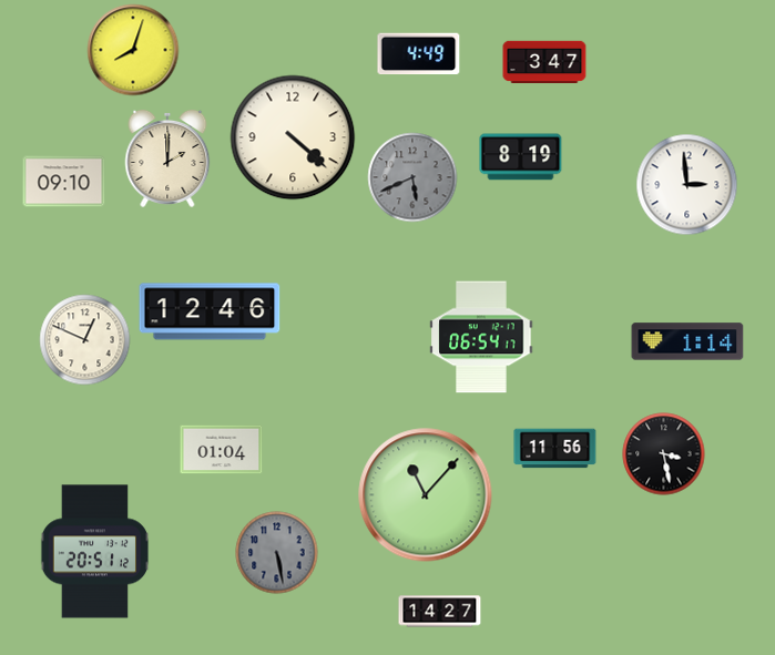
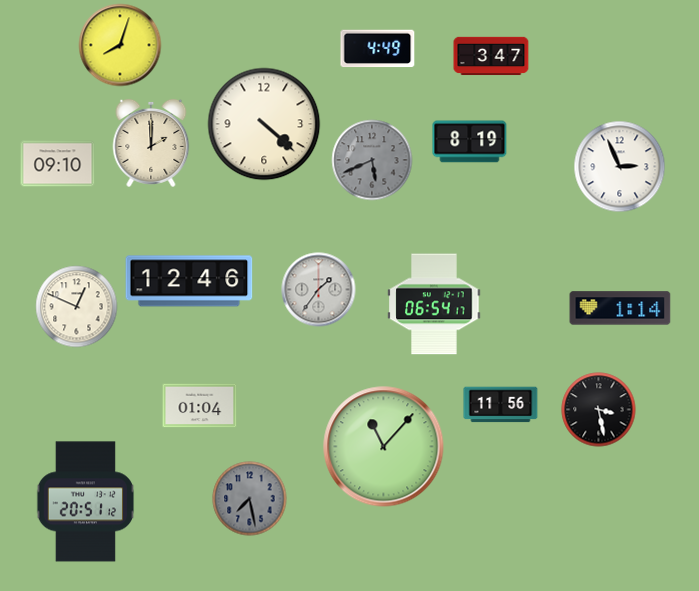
clock at (687, 185): 2:59 -> 2:56
clock at (319, 290): none -> 1:36
clock at (95, 552) position: (95, 552) -> (86, 502)
clock at (277, 553): 5:28 -> 7:28
clock at (440, 612): 14:27 -> none
